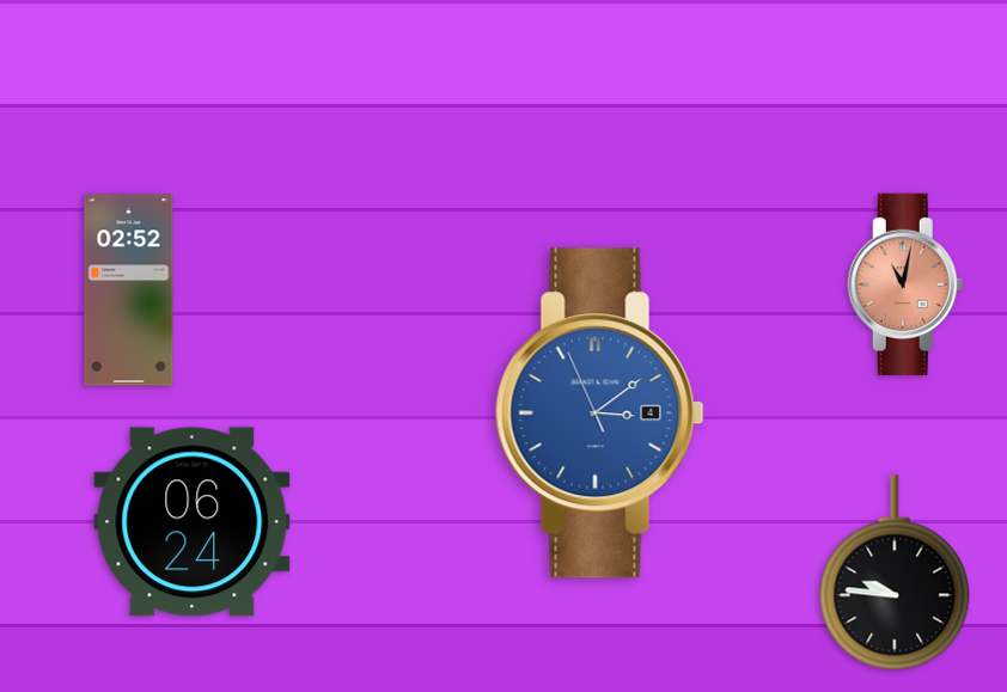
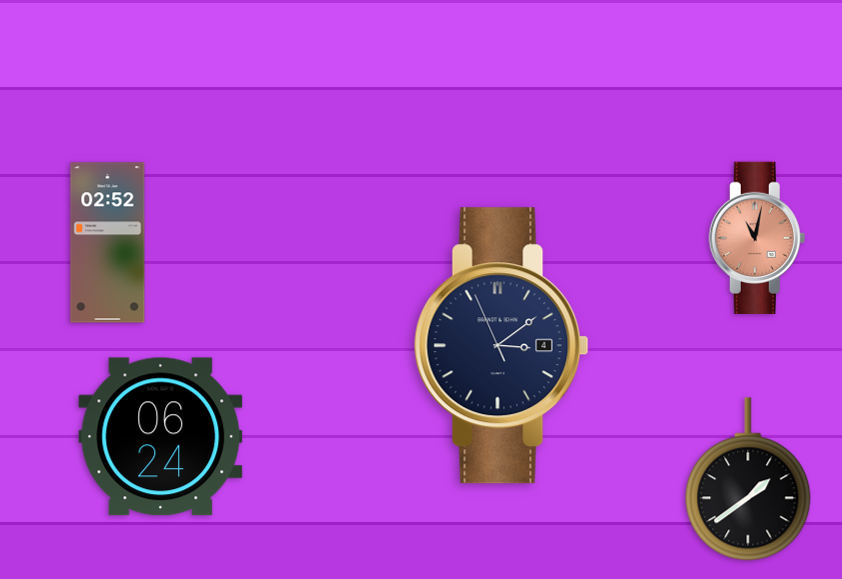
clock at (599, 414) dial: blue -> navy
clock at (895, 572): 9:46 -> 1:39
